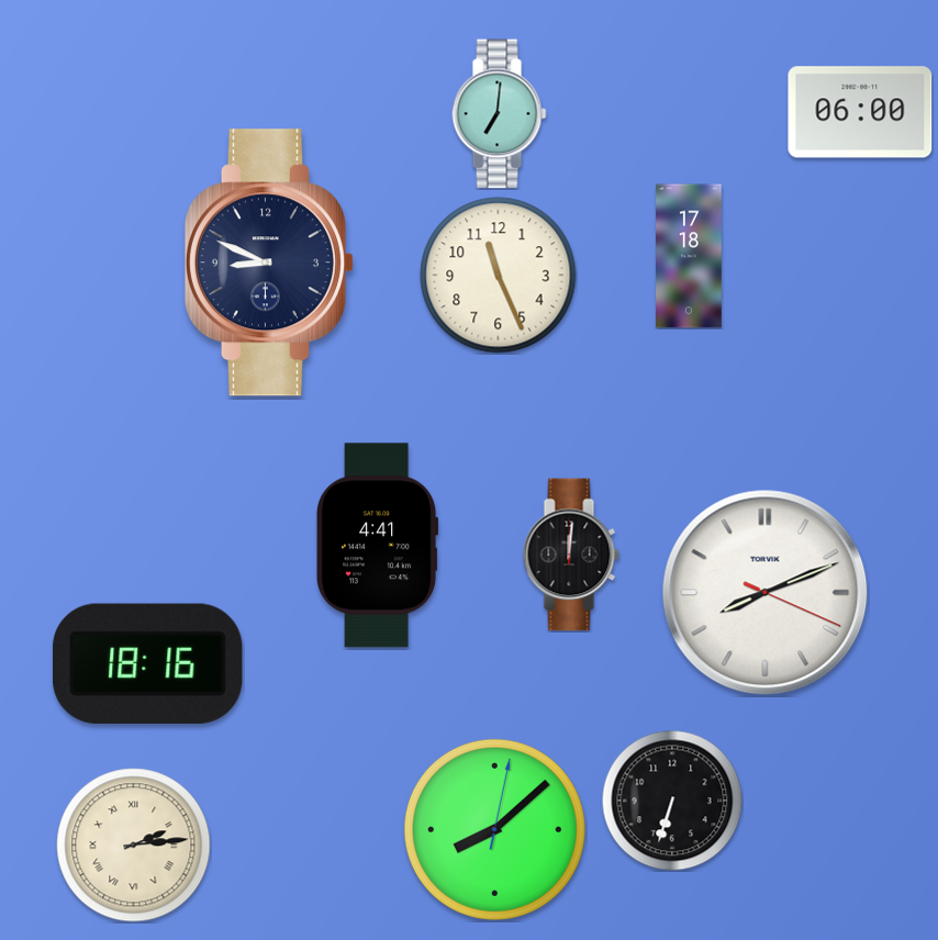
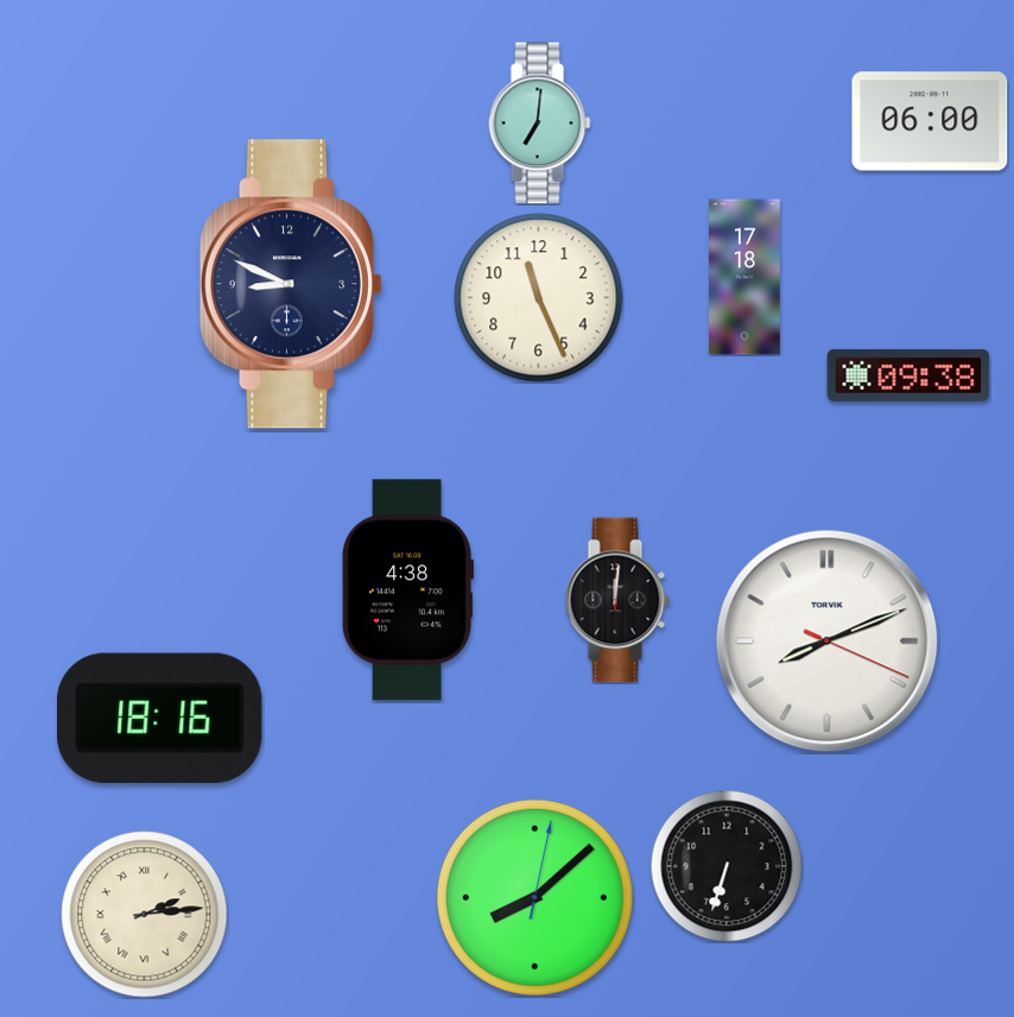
clock at (908, 375): none -> 09:38
clock at (378, 546): 4:41 -> 4:38
